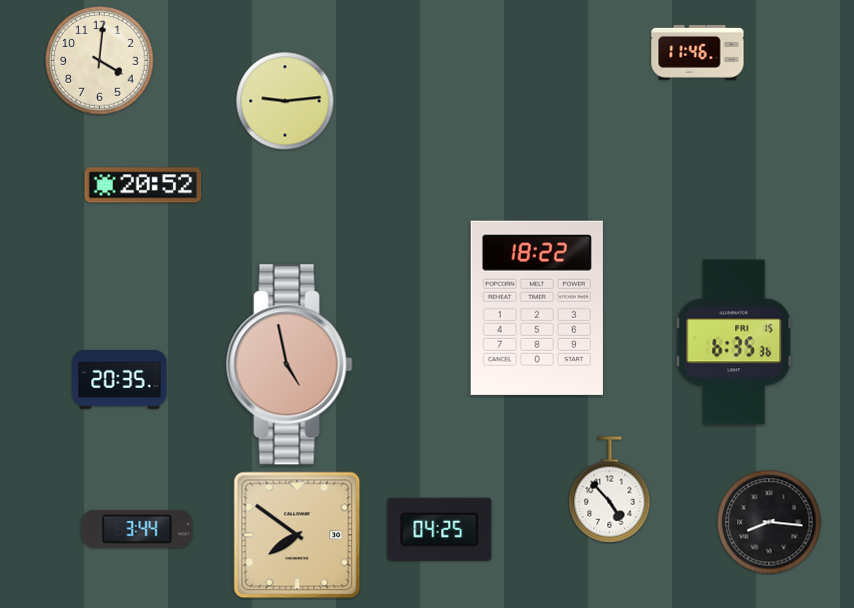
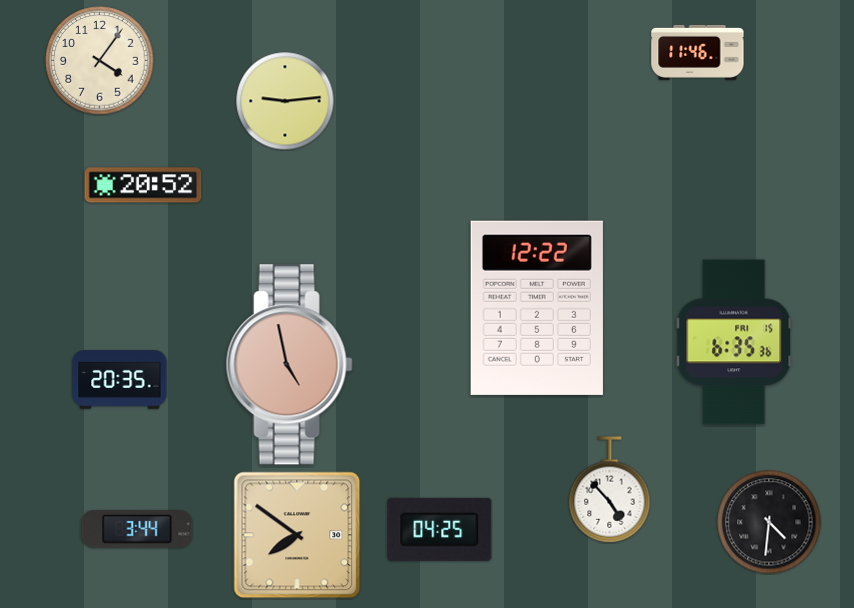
clock at (100, 61): 4:01 -> 4:06
clock at (537, 308): 18:22 -> 12:22
clock at (769, 522): 8:16 -> 4:31
